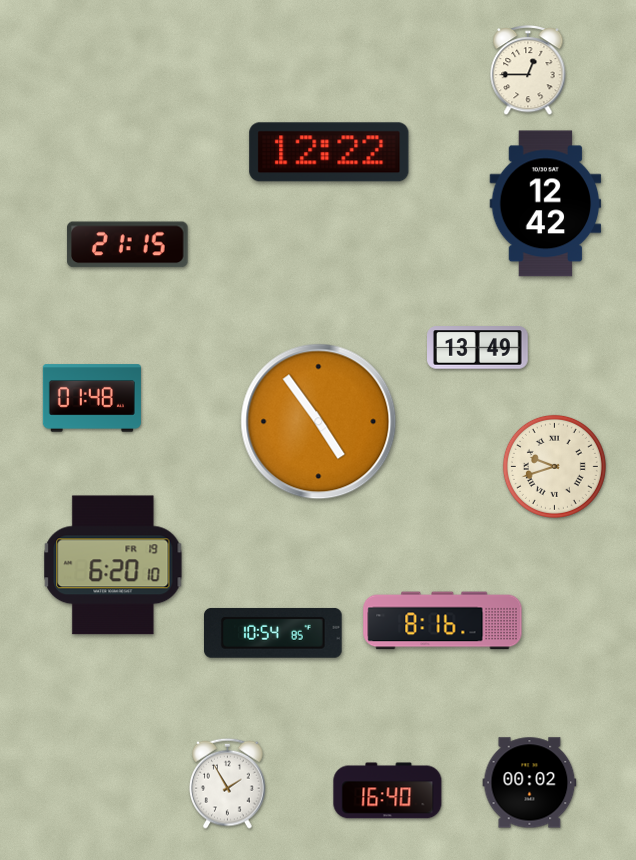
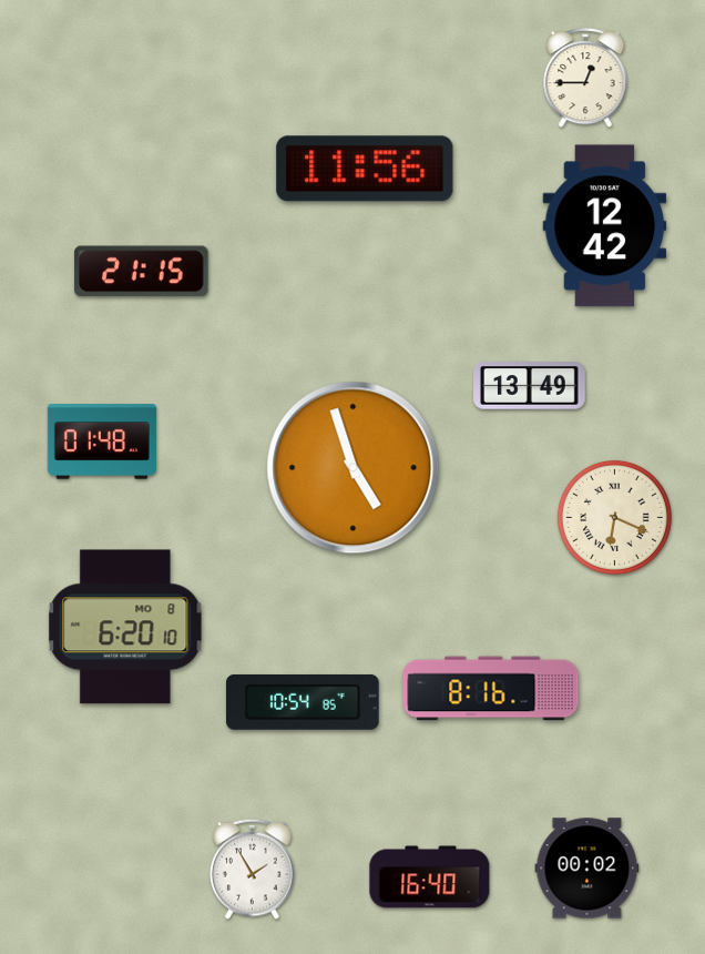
clock at (329, 152): 12:22 -> 11:56
clock at (319, 422): 4:54 -> 4:57
clock at (554, 466): 9:42 -> 6:19
clock at (113, 565) date: FR 19 -> MO 8
